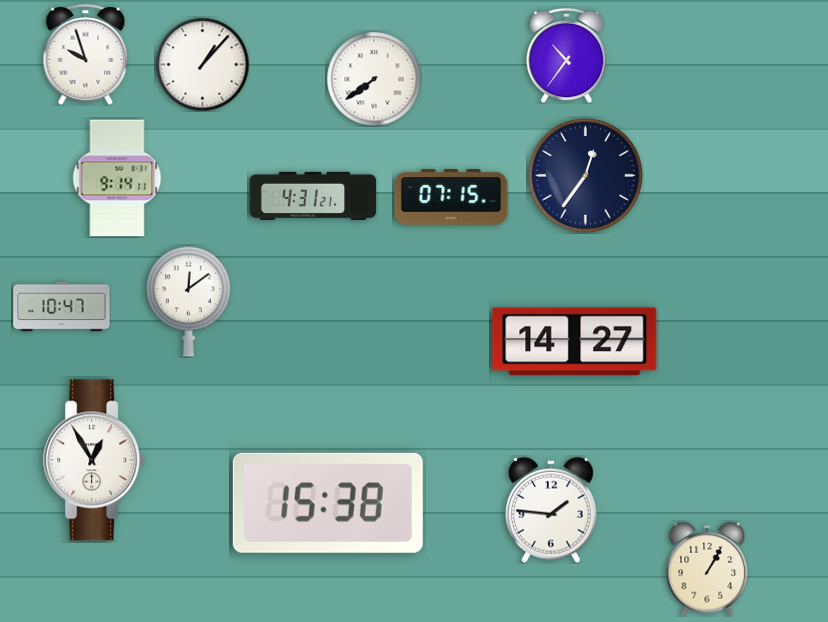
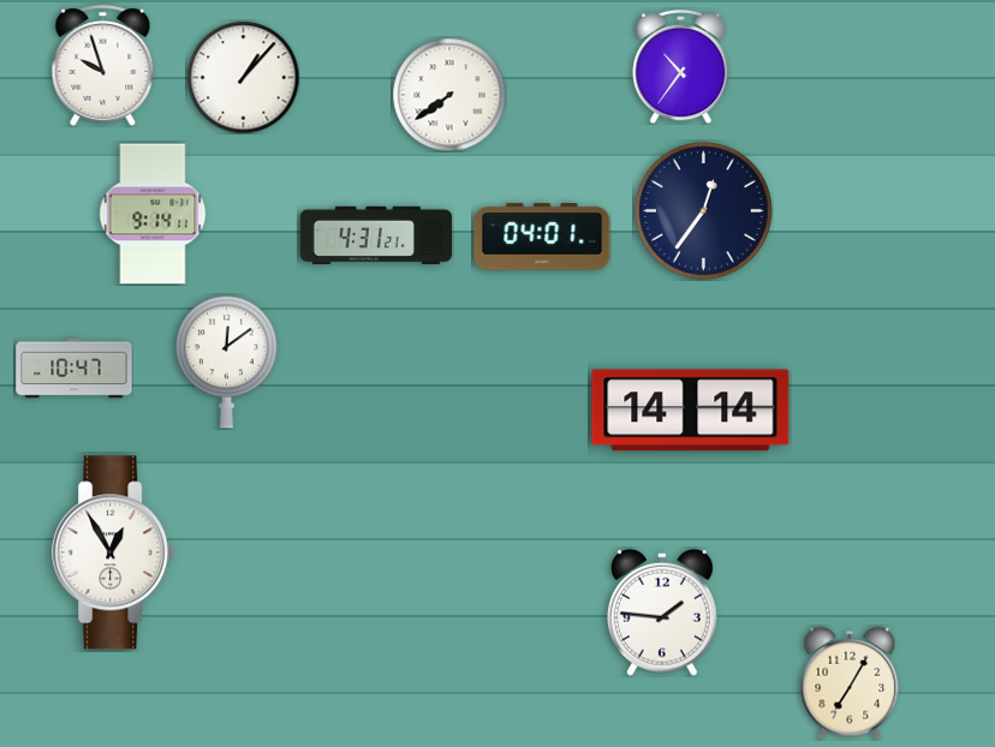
clock at (117, 178) position: (117, 178) -> (153, 214)
clock at (451, 197): 07:15 -> 04:01
clock at (575, 342): 14:27 -> 14:14
clock at (328, 503): 15:38 -> none
clock at (707, 569): 1:05 -> 7:05
